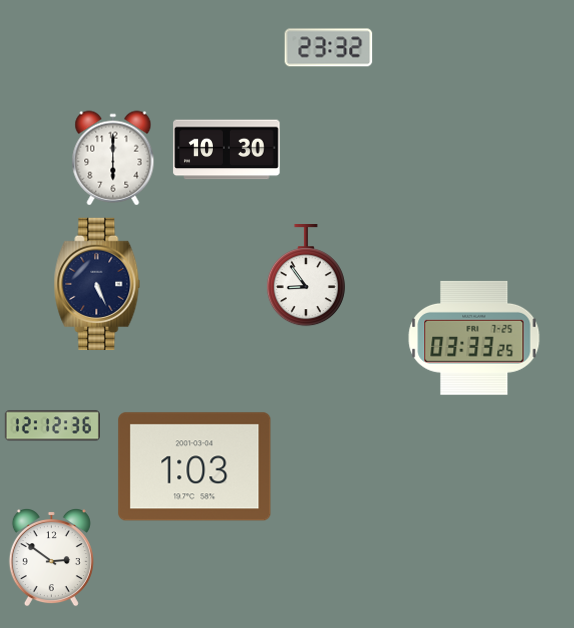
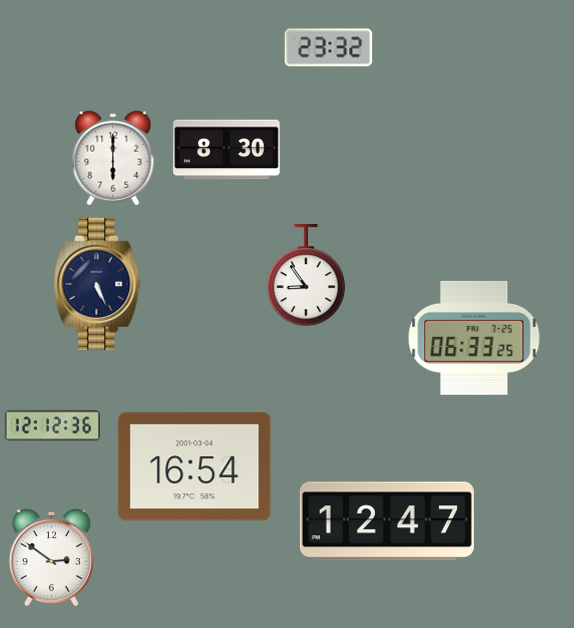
clock at (227, 150): 10:30 -> 8:30
clock at (474, 338): 03:33 -> 06:33
clock at (195, 467): 1:03 -> 16:54
clock at (387, 521): none -> 12:47
